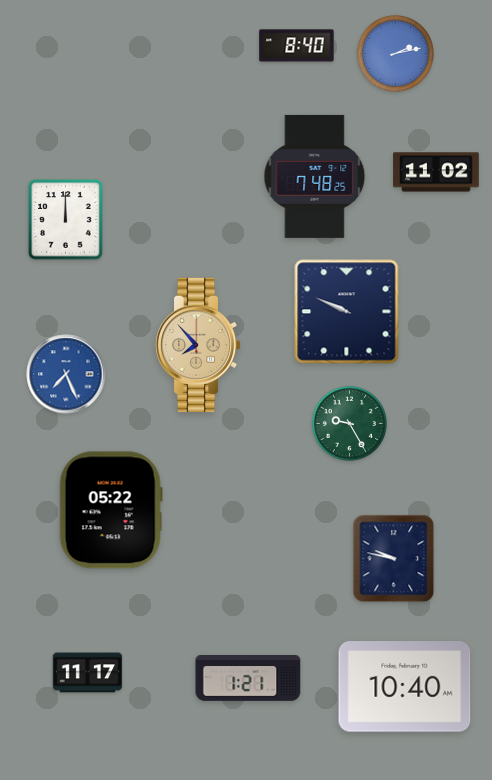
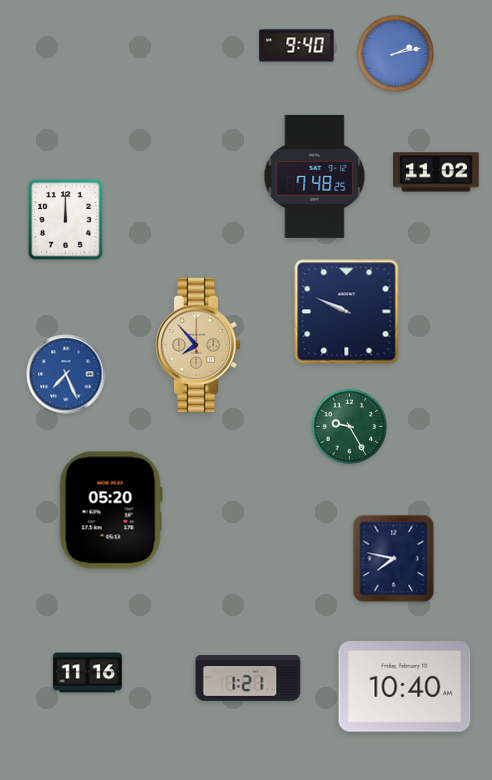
clock at (297, 46): 8:40 -> 9:40
clock at (349, 423) position: (349, 423) -> (349, 426)
clock at (111, 510): 05:22 -> 05:20
clock at (394, 559): 9:47 -> 7:47
clock at (88, 673): 11:17 -> 11:16
